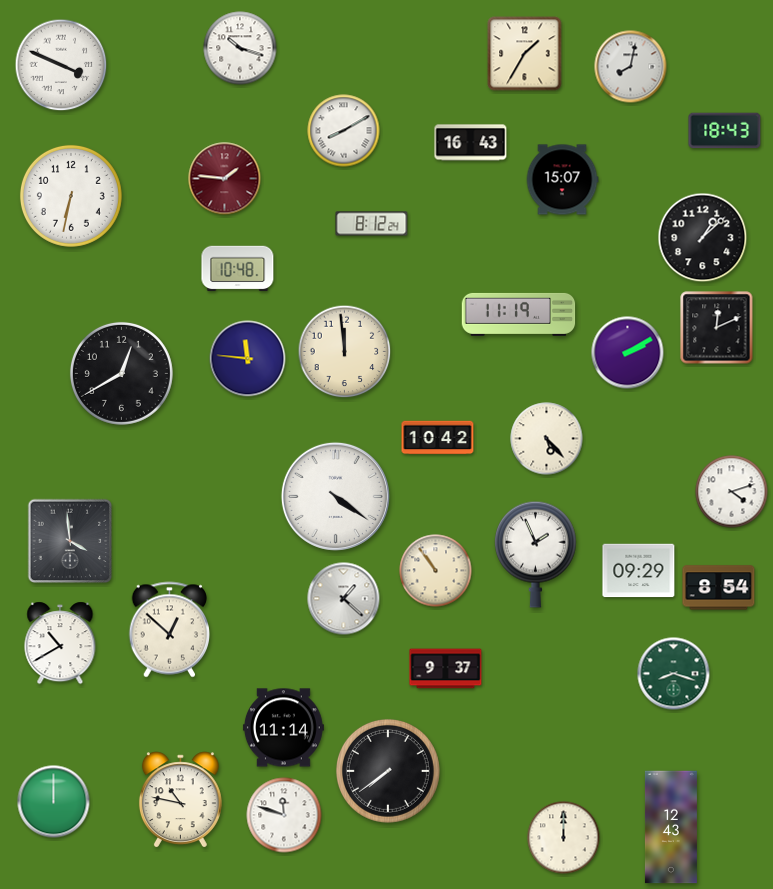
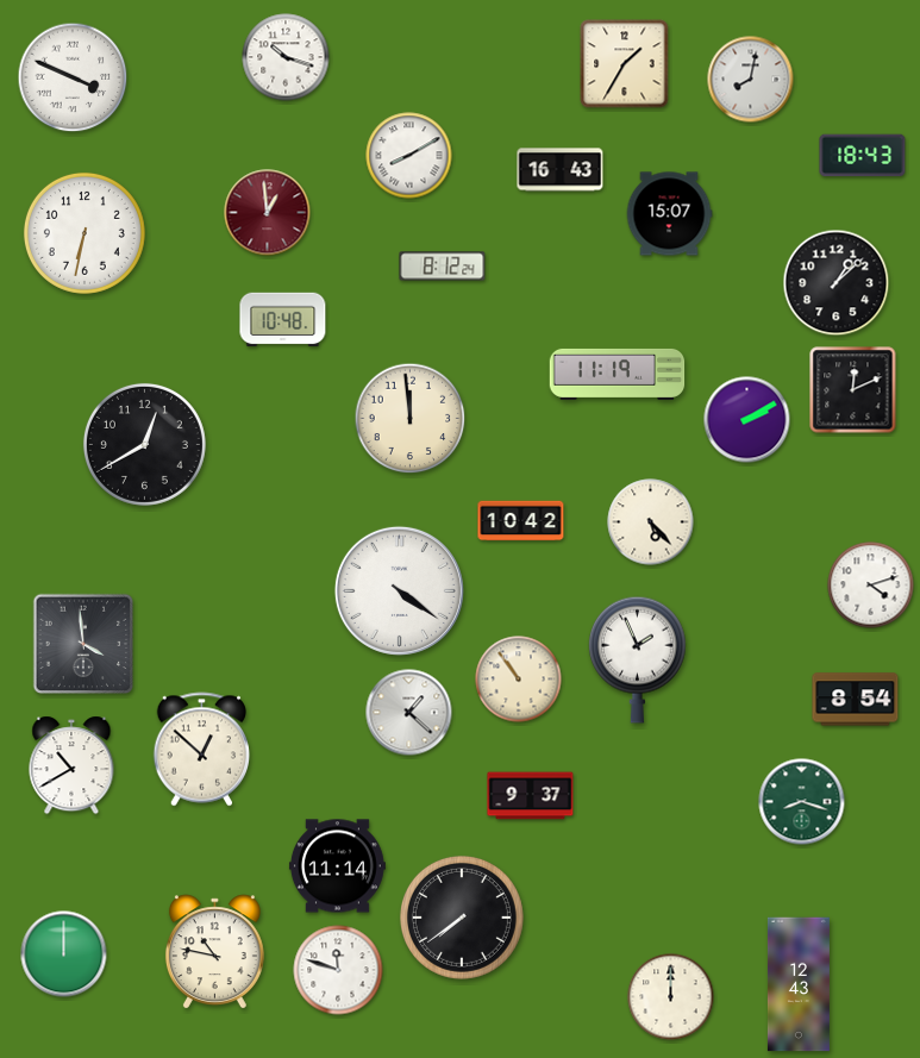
clock at (225, 179): 1:46 -> 12:59
clock at (248, 359): 11:46 -> none
clock at (639, 571): 09:29 -> none
